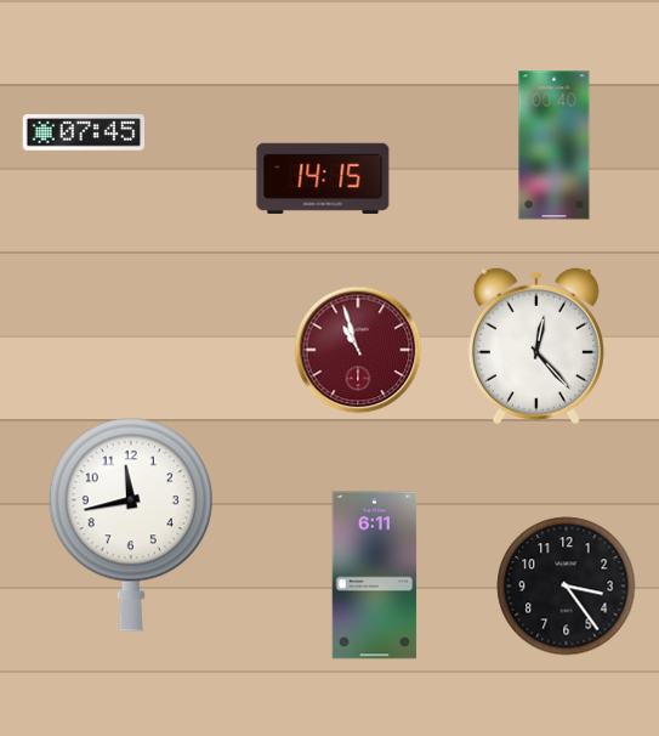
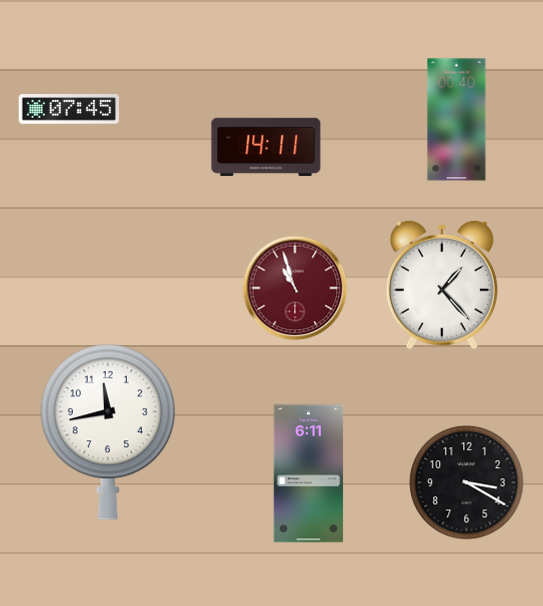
clock at (323, 179): 14:15 -> 14:11
clock at (536, 346): 12:23 -> 1:23
clock at (567, 587): 3:24 -> 3:20
